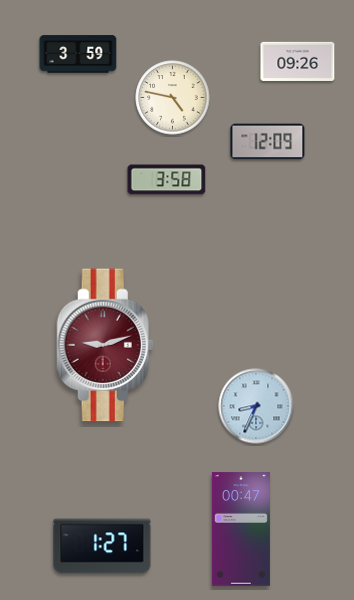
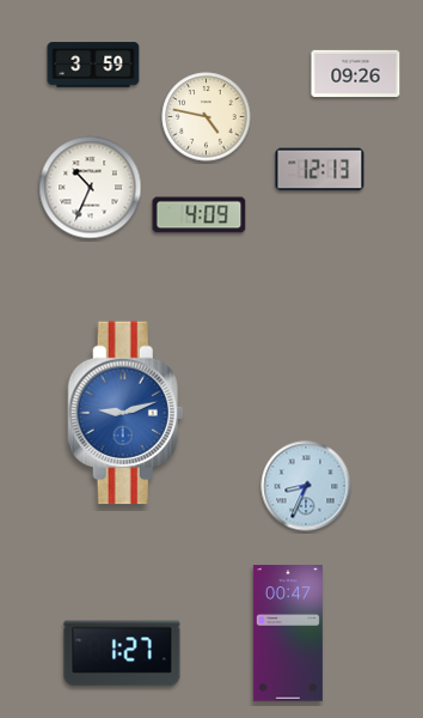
clock at (268, 142): 12:09 -> 12:13
clock at (91, 188): none -> 10:34
clock at (167, 180): 3:58 -> 4:09
clock at (105, 345) dial: burgundy -> blue
